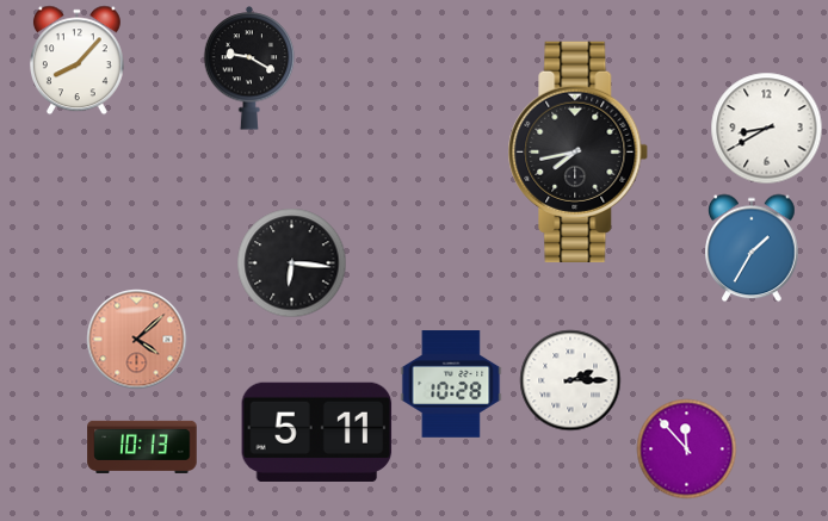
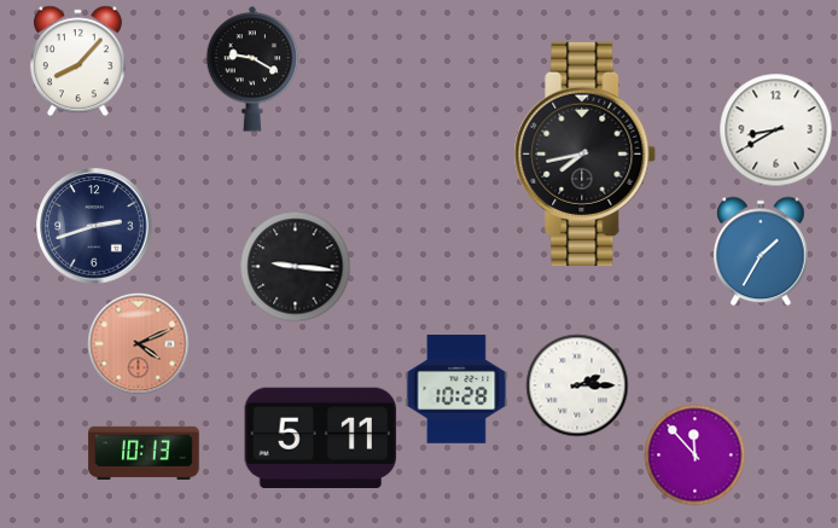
clock at (94, 226): none -> 2:42
clock at (291, 262): 6:16 -> 9:16
clock at (136, 339): 4:08 -> 4:11
